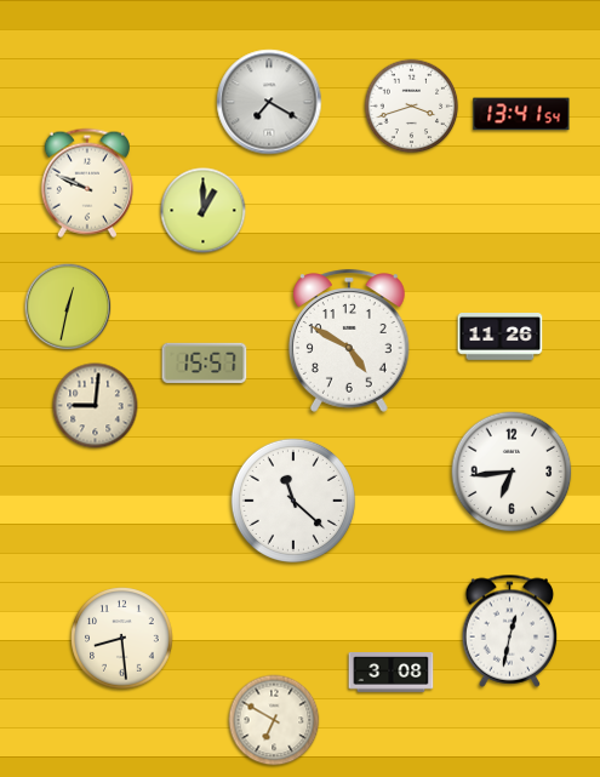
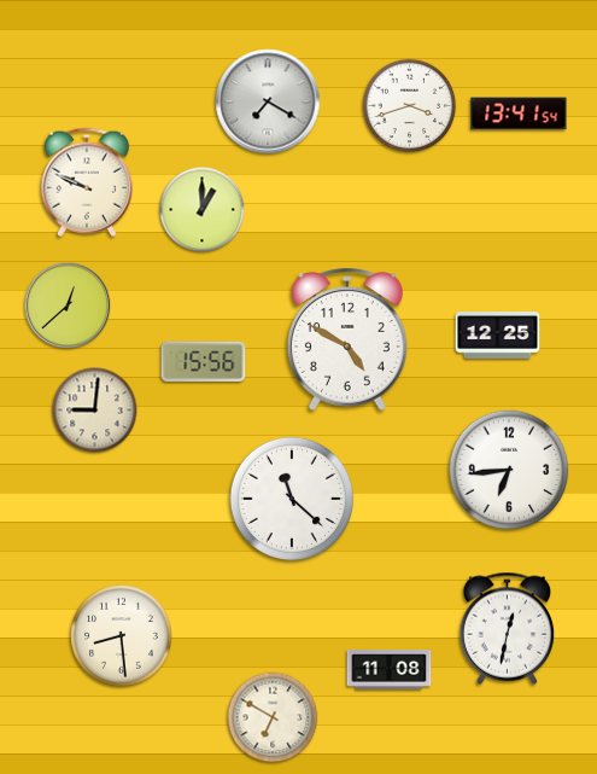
clock at (68, 307): 12:32 -> 12:38
clock at (501, 337): 11:26 -> 12:25
clock at (205, 362): 15:57 -> 15:56
clock at (96, 406) position: (96, 406) -> (95, 411)
clock at (392, 673): 3:08 -> 11:08
